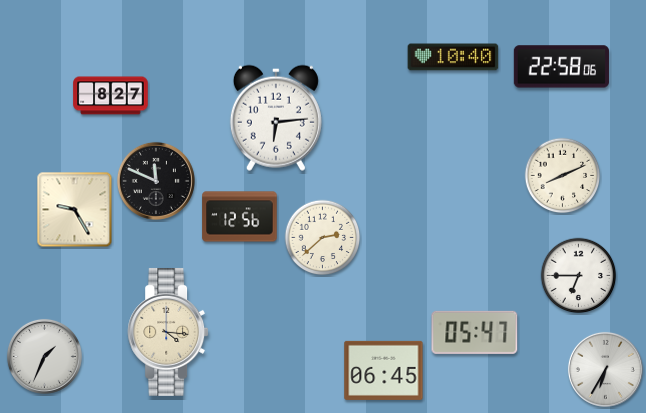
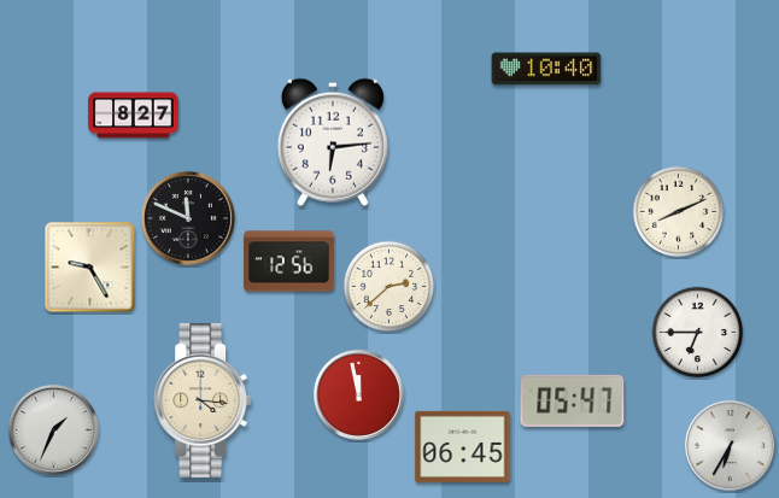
clock at (561, 67): 22:58 -> none
clock at (75, 210) position: (75, 210) -> (90, 268)
clock at (358, 394): none -> 11:58
